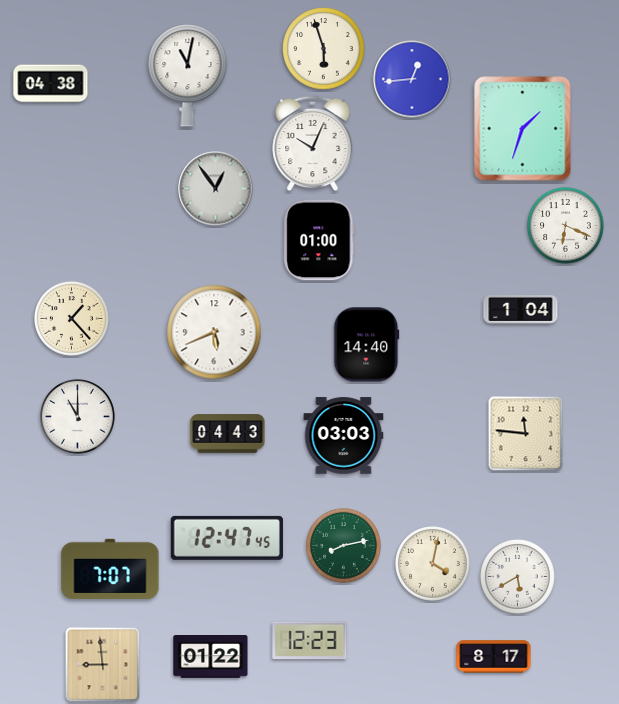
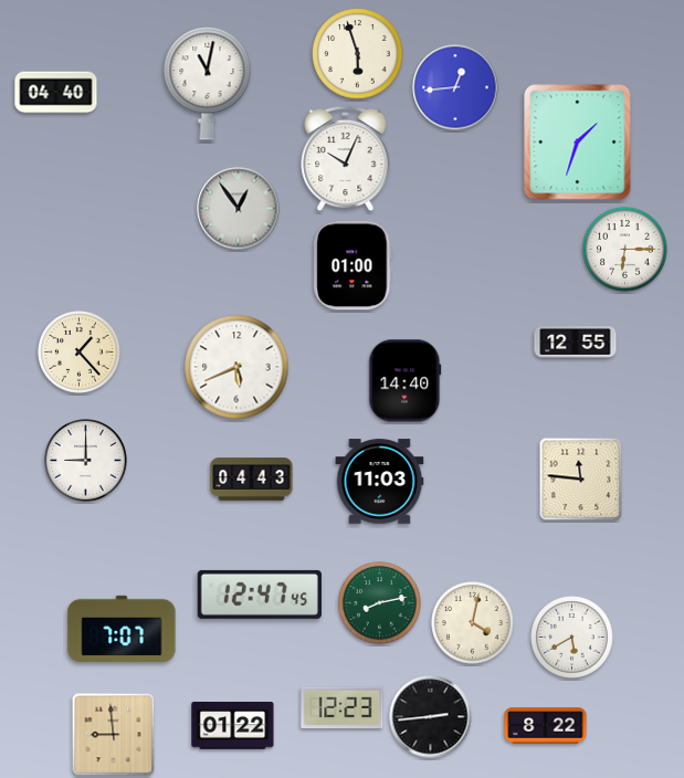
clock at (51, 84): 04:38 -> 04:40
clock at (566, 226): 6:19 -> 6:15
clock at (521, 310): 1:04 -> 12:55
clock at (78, 417): 11:00 -> 9:00
clock at (344, 436): 03:03 -> 11:03
clock at (227, 538) position: (227, 538) -> (260, 595)
clock at (433, 564) position: (433, 564) -> (473, 623)
clock at (431, 717): none -> 2:44
clock at (494, 657): 8:17 -> 8:22
